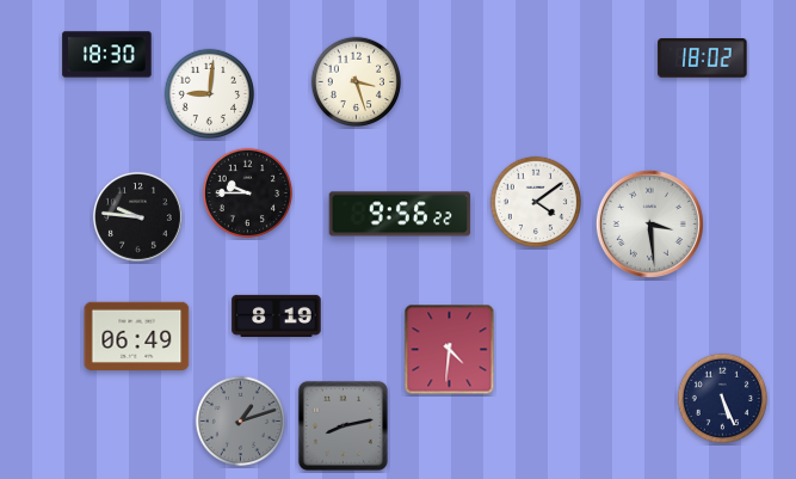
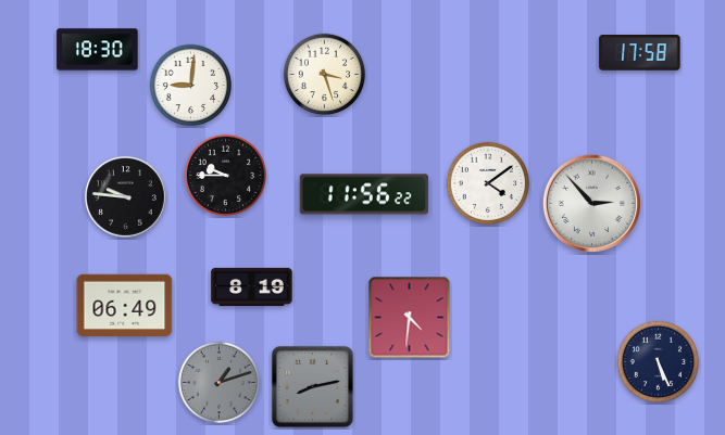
clock at (703, 59): 18:02 -> 17:58
clock at (400, 214): 9:56 -> 11:56
clock at (649, 223): 3:29 -> 2:53
